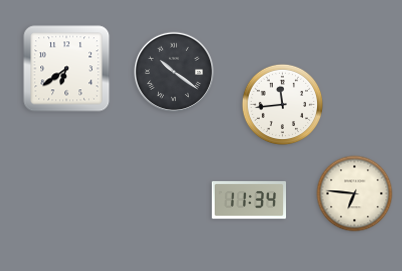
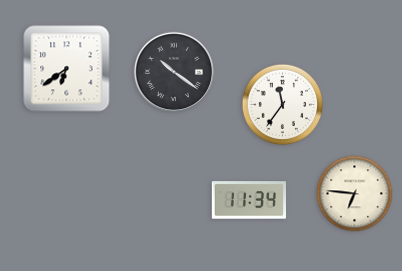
clock at (283, 105): 11:44 -> 11:36
